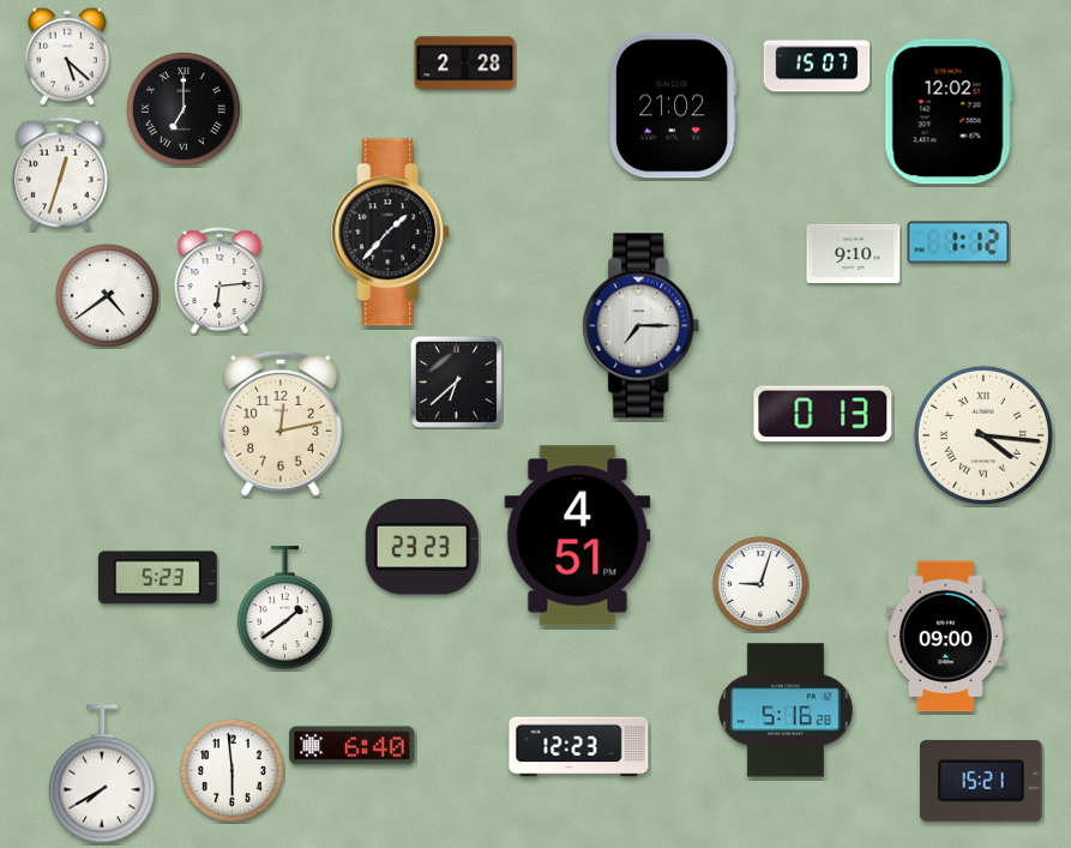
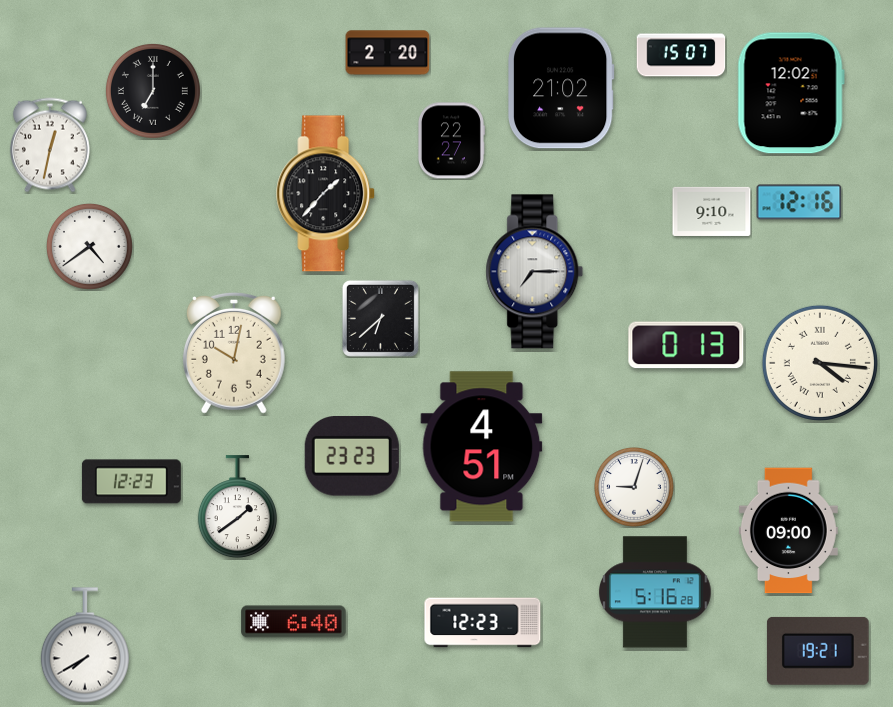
clock at (67, 56): 5:22 -> none
clock at (465, 64): 2:28 -> 2:20
clock at (451, 141): none -> 22:27
clock at (60, 174): 12:33 -> 12:32
clock at (958, 242): 1:12 -> 12:16
clock at (219, 281): 6:14 -> none
clock at (281, 423): 12:13 -> 10:02
clock at (157, 578): 5:23 -> 12:23
clock at (233, 771): 5:59 -> none
clock at (981, 781): 15:21 -> 19:21
